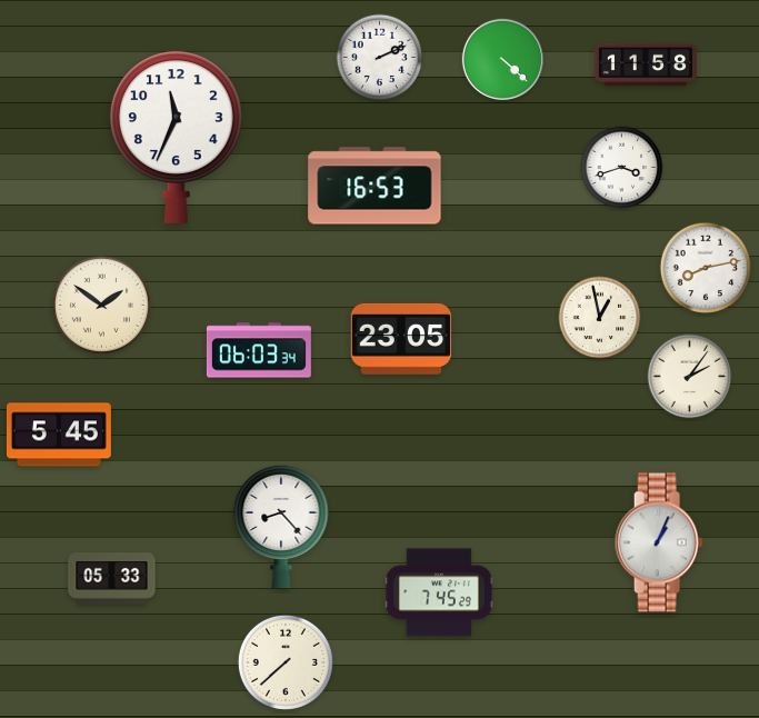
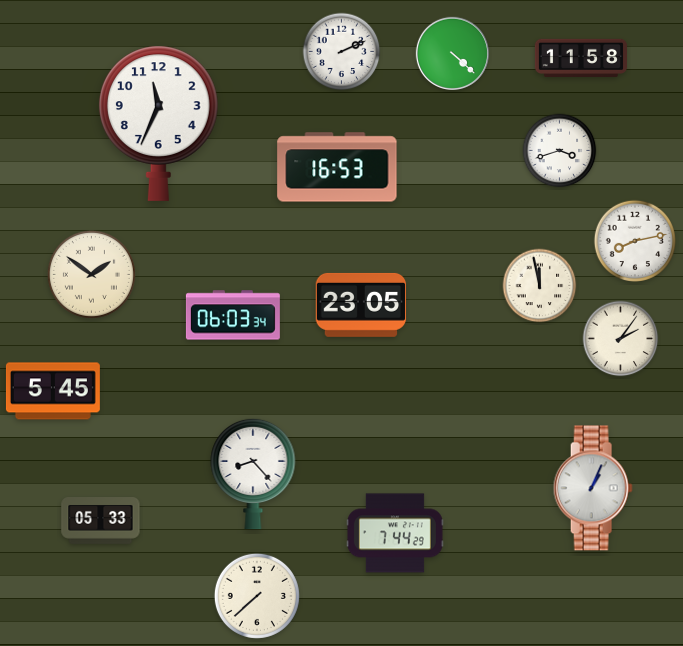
clock at (600, 318): 12:58 -> 11:58
clock at (439, 592): 7:45 -> 7:44
